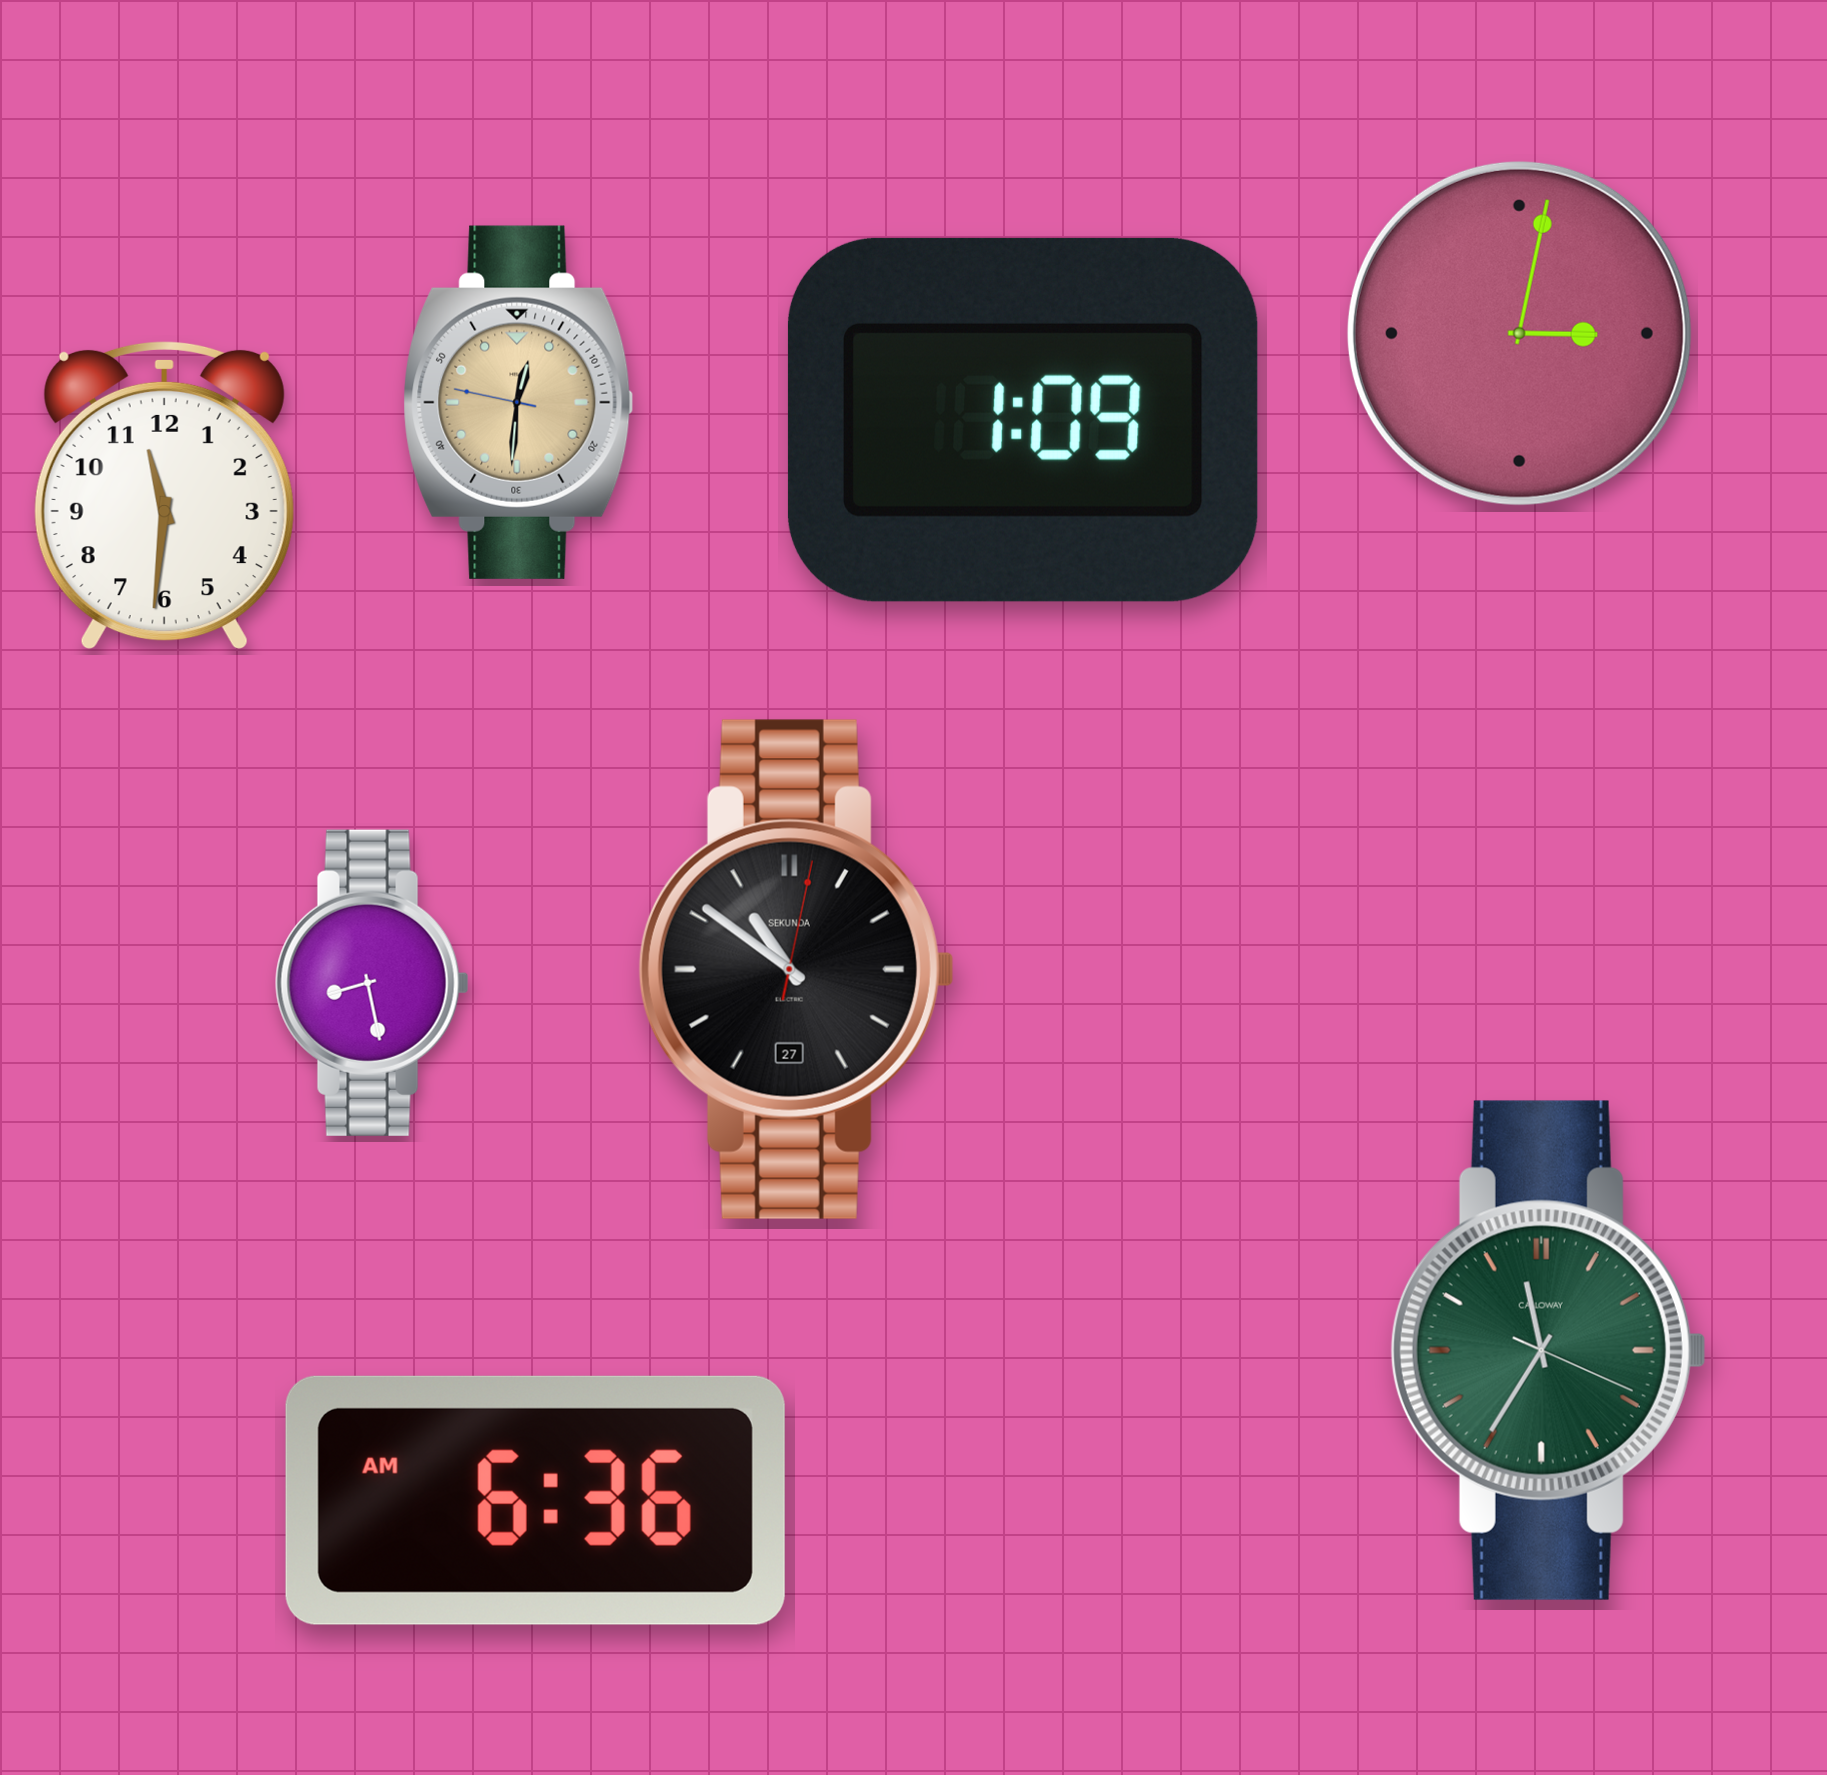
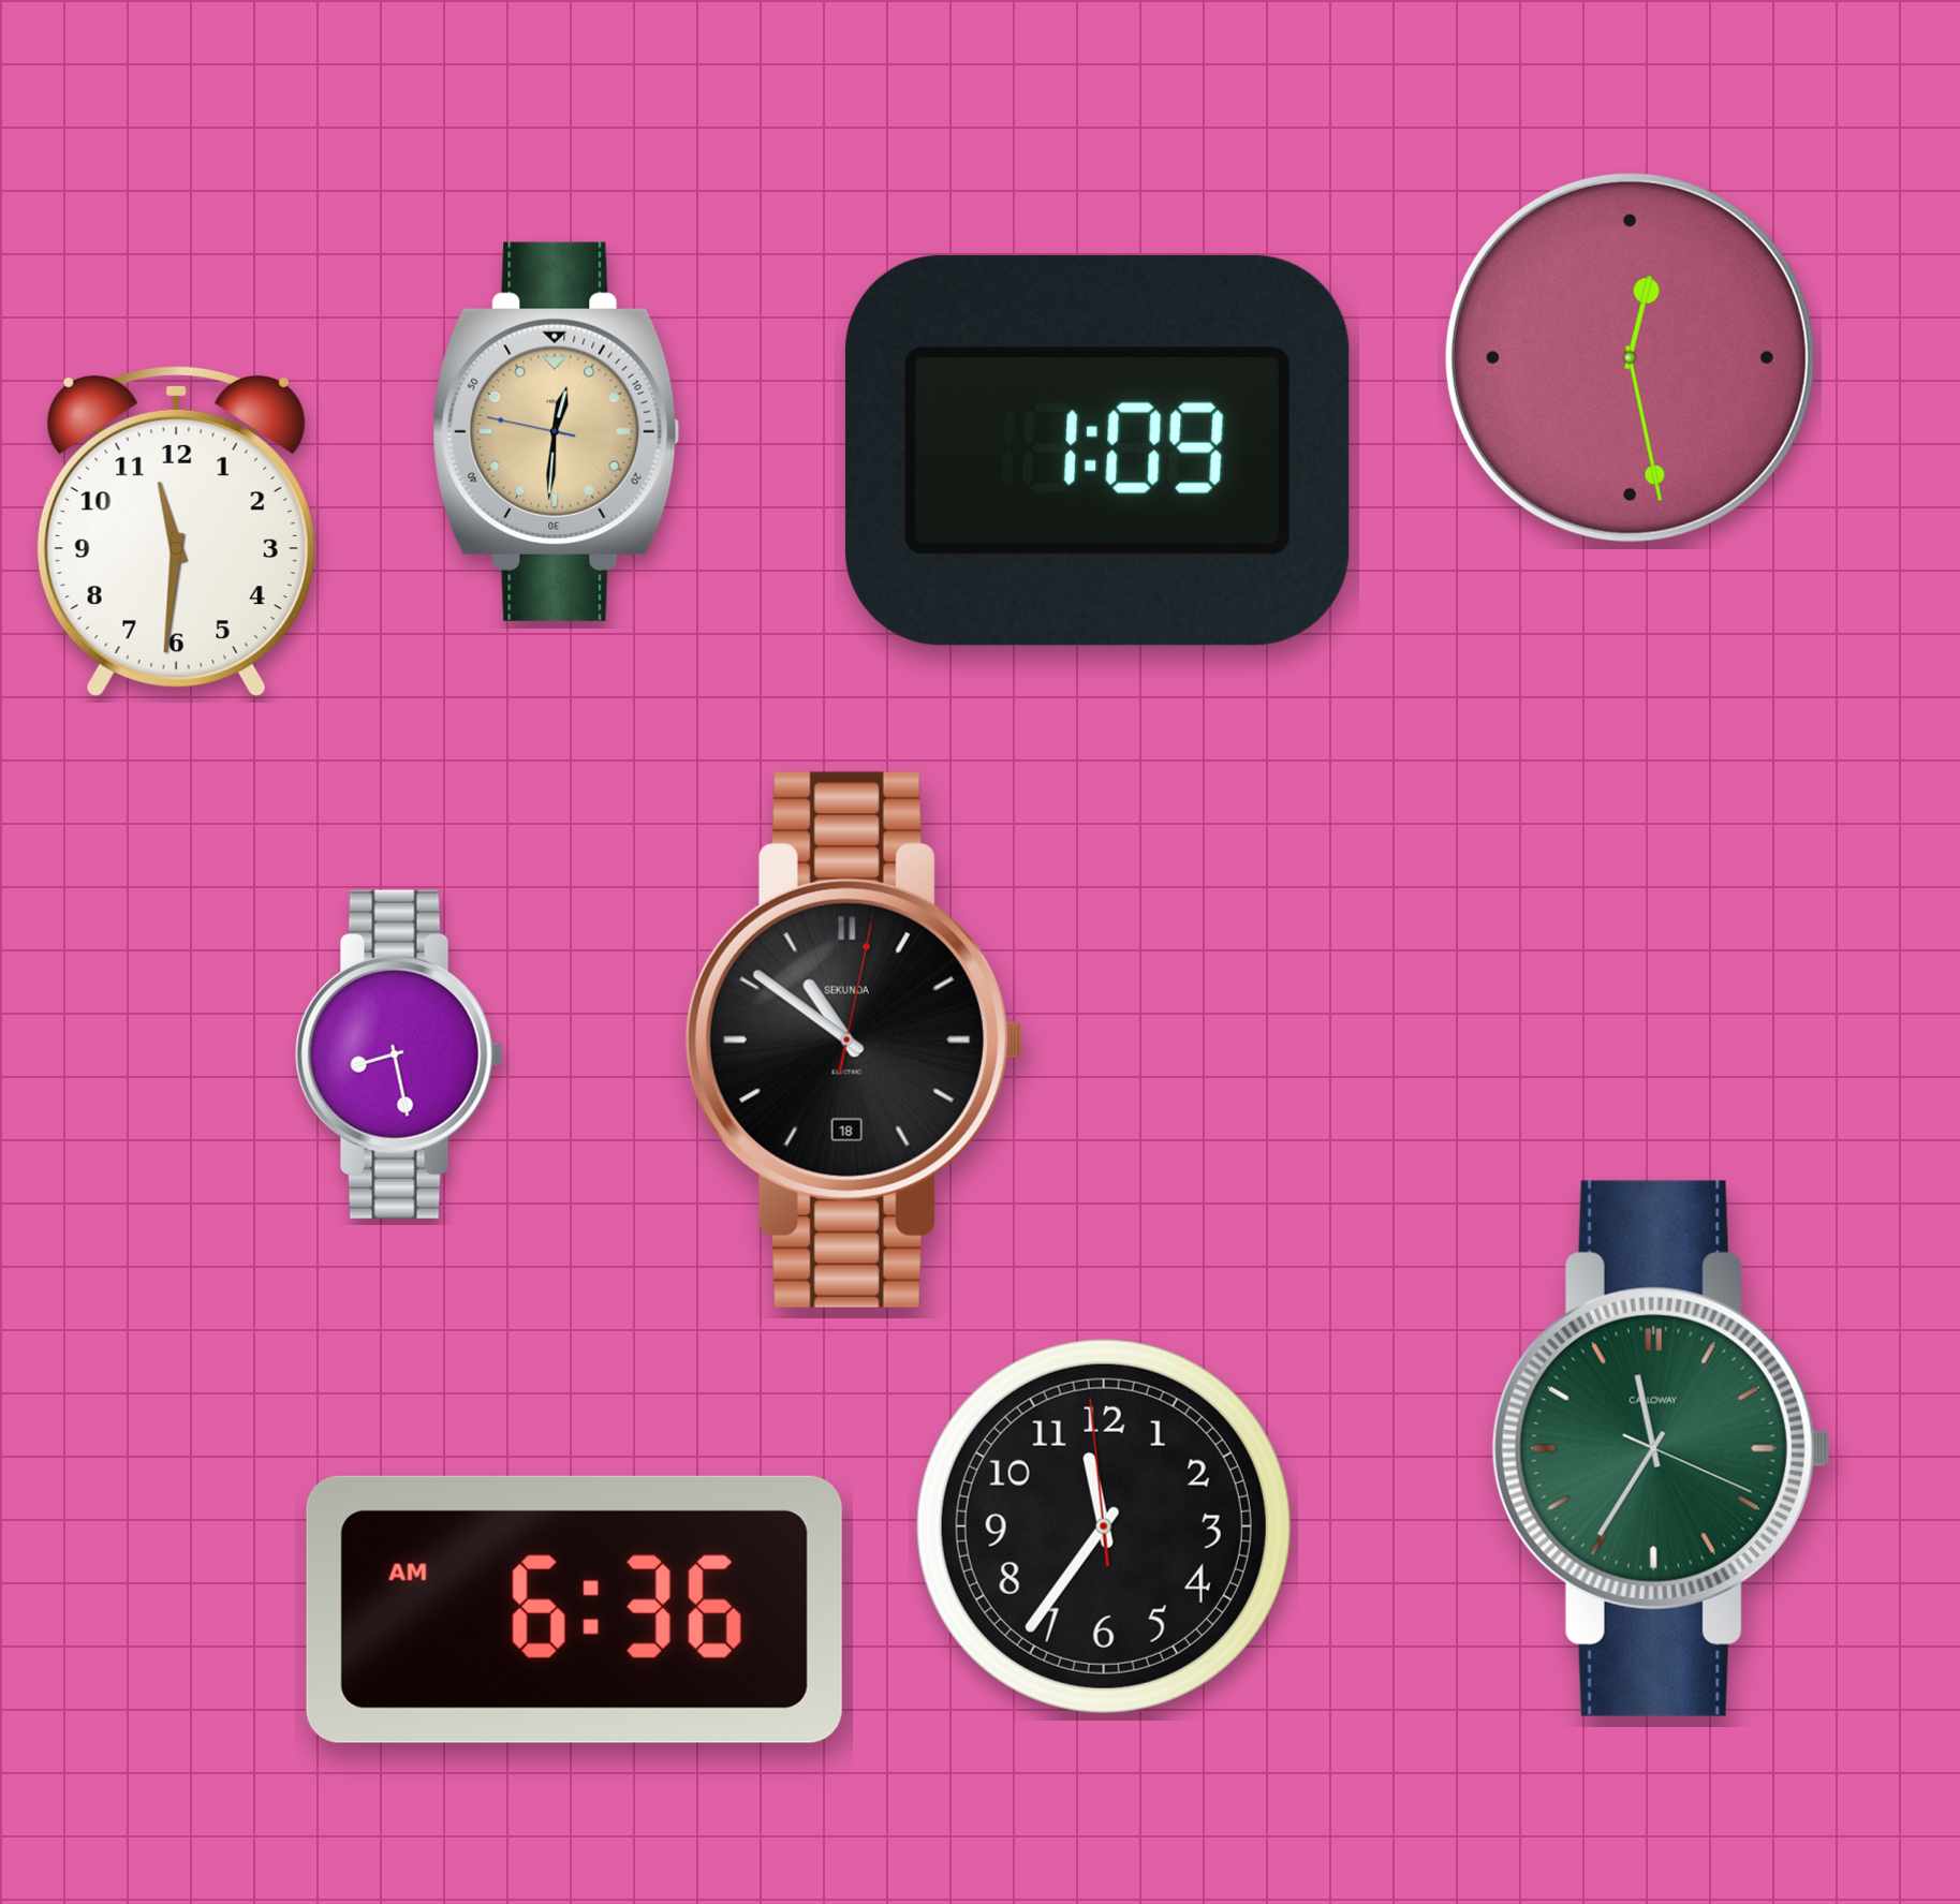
clock at (1519, 333): 3:02 -> 12:28
clock at (796, 969) date: 27 -> 18
clock at (1104, 1526): none -> 11:35
